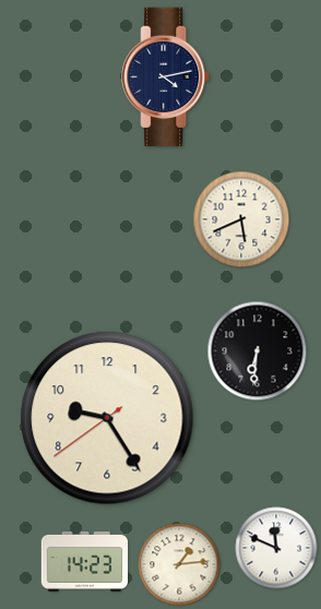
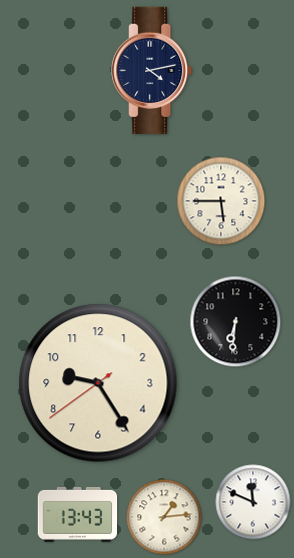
clock at (241, 219): 5:41 -> 5:45
clock at (85, 561): 14:23 -> 13:43
